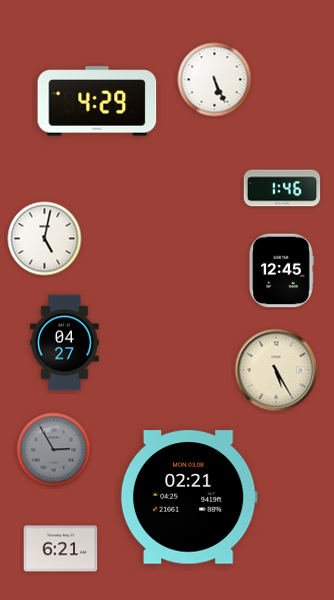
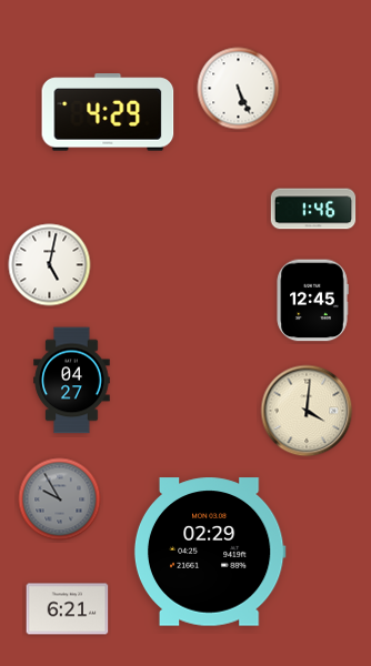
clock at (276, 370): 5:25 -> 4:01
clock at (54, 450): 2:55 -> 9:55
clock at (189, 497): 02:21 -> 02:29
